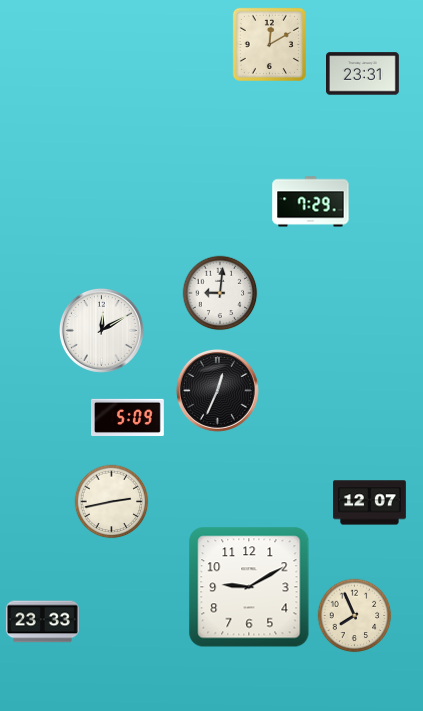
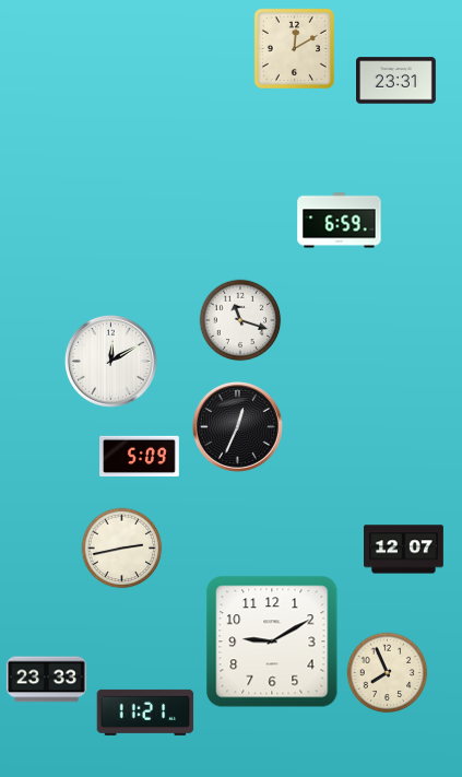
clock at (311, 202): 7:29 -> 6:59
clock at (220, 293): 9:01 -> 11:18
clock at (145, 713): none -> 11:21
